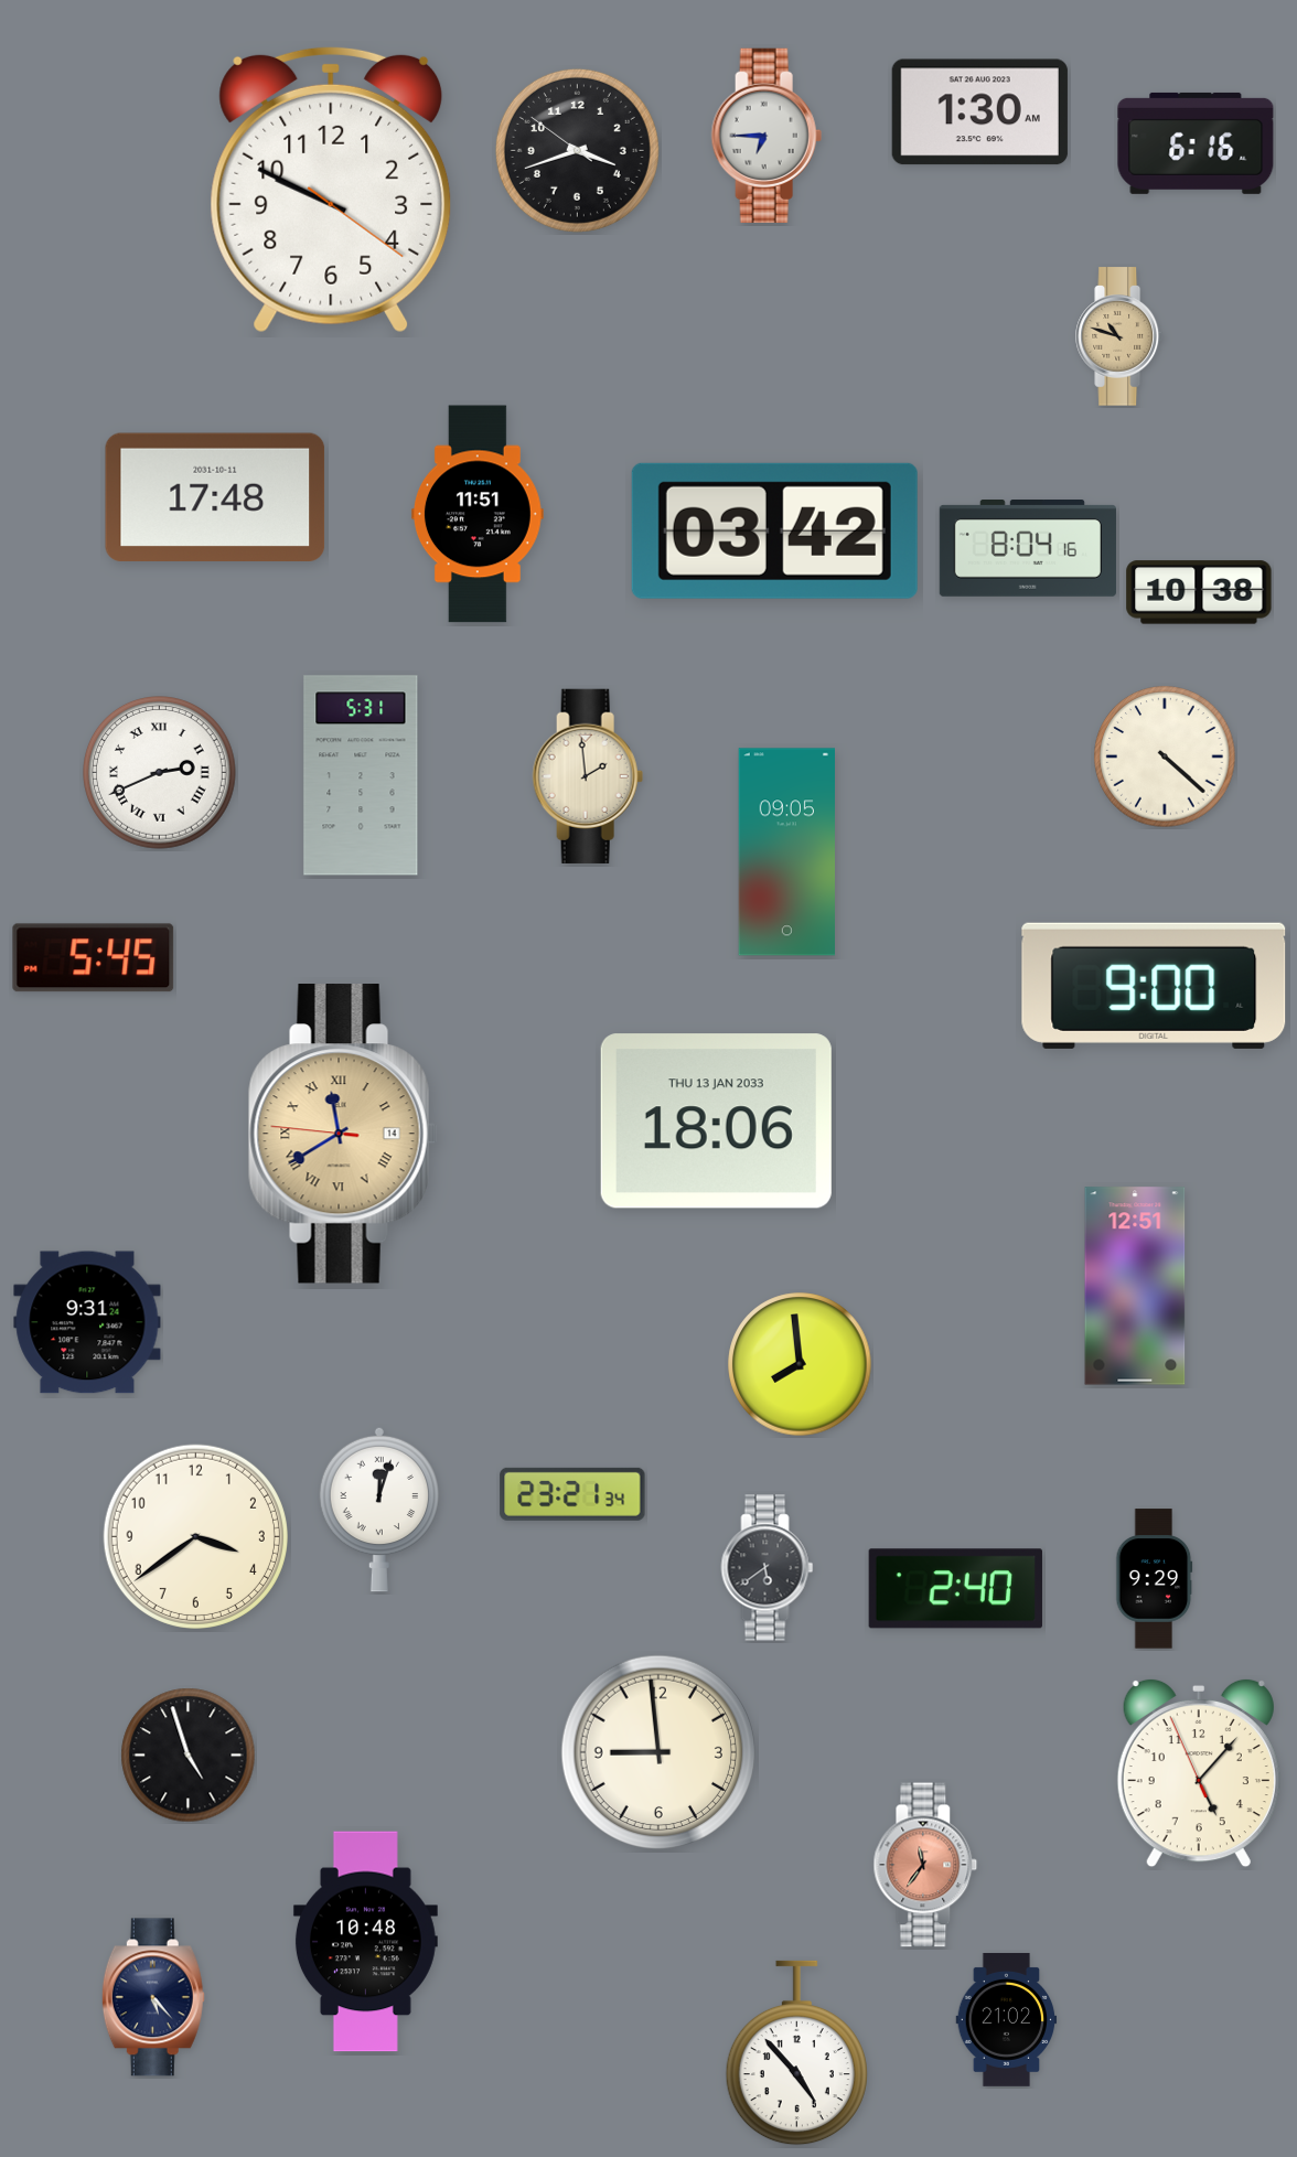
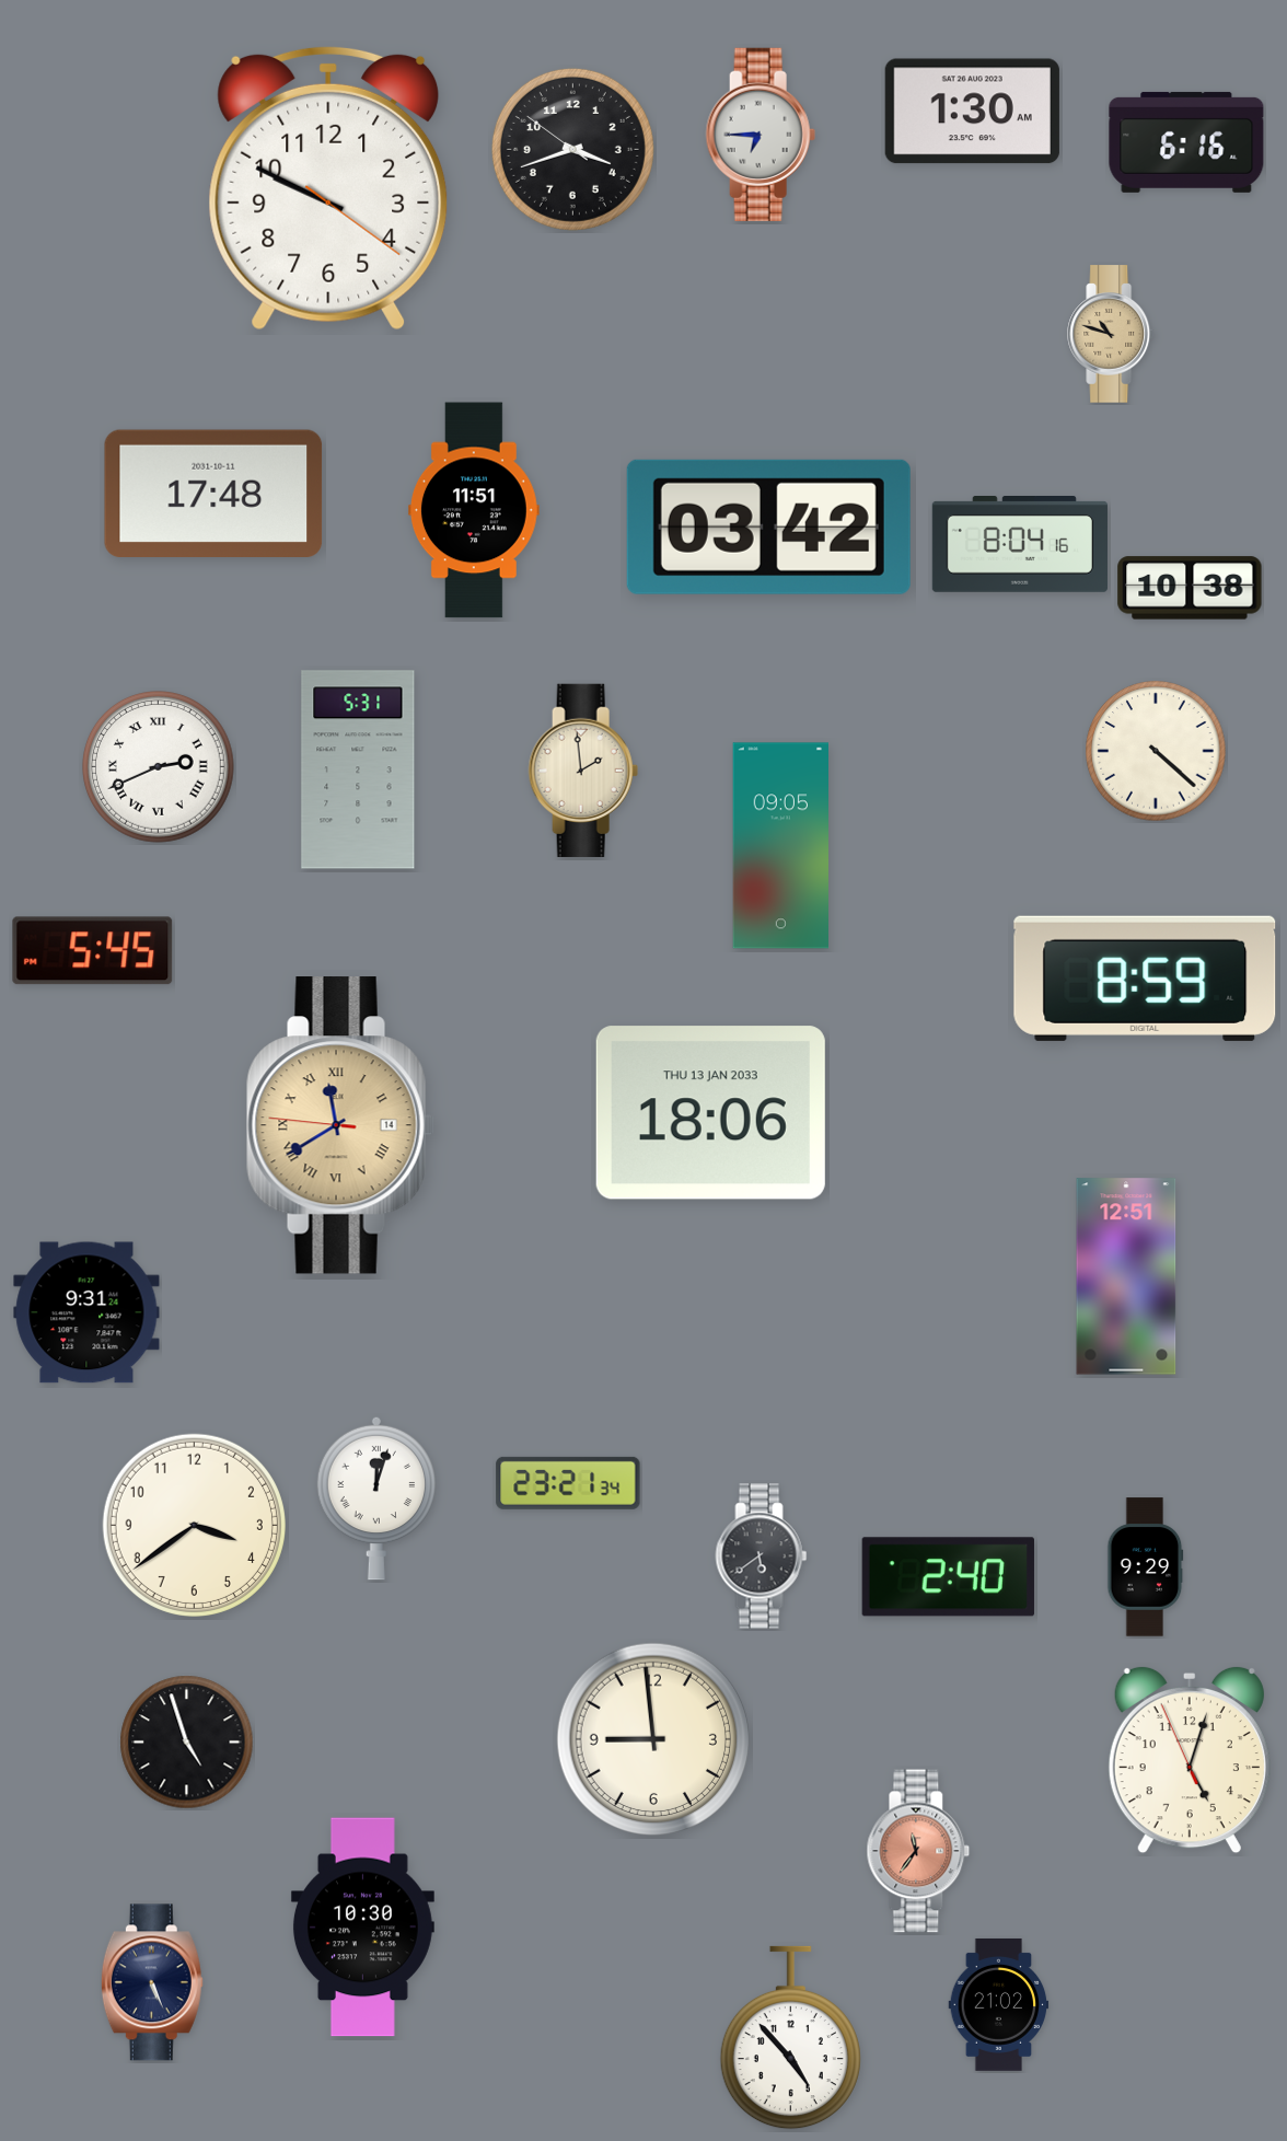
clock at (1154, 986): 9:00 -> 8:59
clock at (800, 1364): 7:59 -> none
clock at (1199, 1773): 5:06 -> 5:02
clock at (365, 1942): 10:48 -> 10:30
clock at (153, 1997): 5:23 -> 5:26
